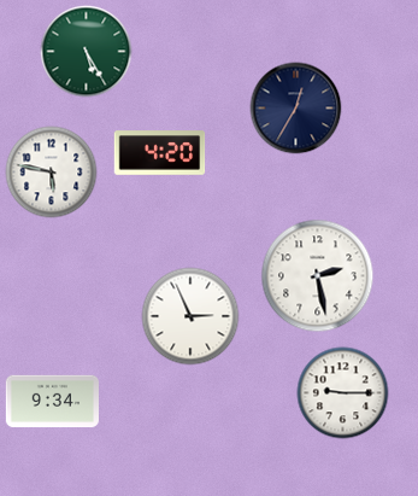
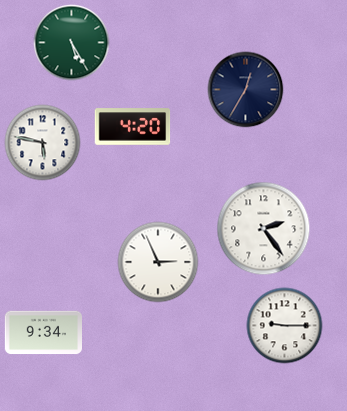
clock at (318, 276): 2:28 -> 2:24
